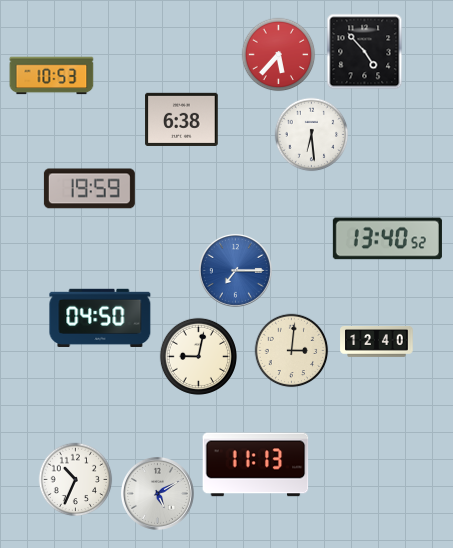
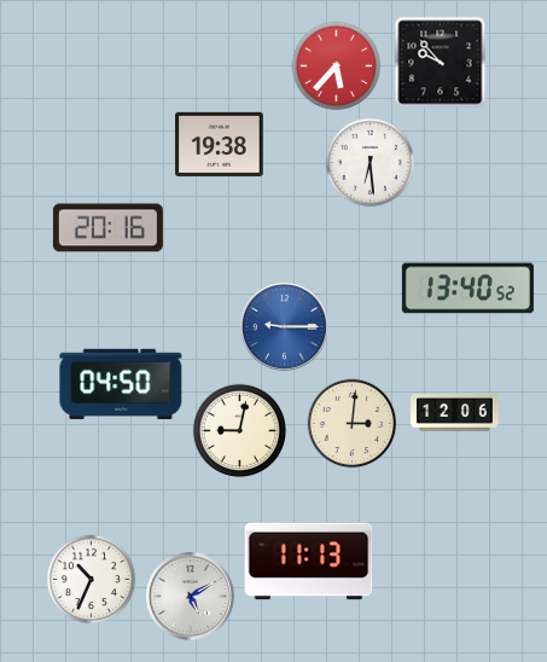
clock at (365, 52): 4:53 -> 9:53
clock at (52, 76): 10:53 -> none
clock at (182, 119): 6:38 -> 19:38
clock at (312, 135) position: (312, 135) -> (371, 163)
clock at (89, 189): 19:59 -> 20:16
clock at (235, 270): 7:15 -> 9:15
clock at (377, 342): 12:40 -> 12:06
